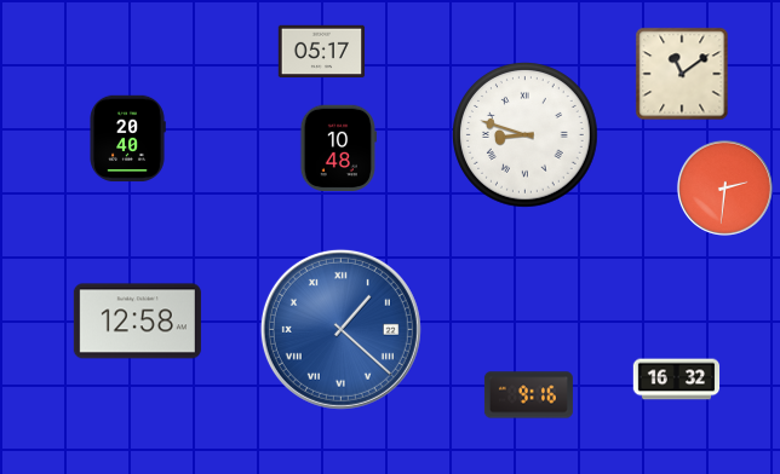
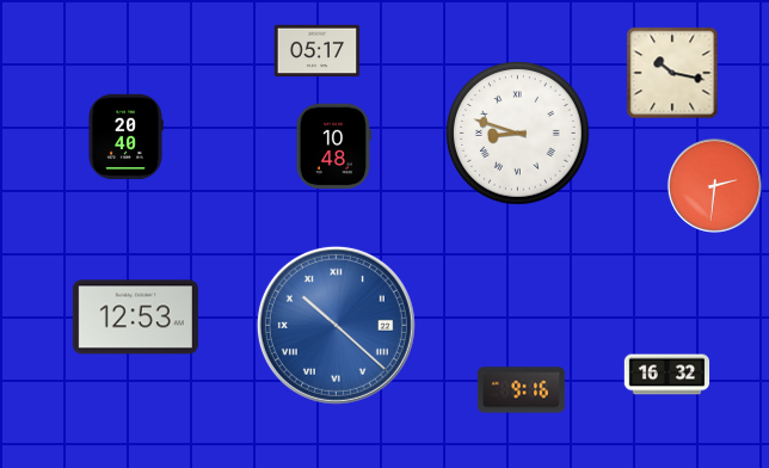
clock at (682, 74): 11:09 -> 10:17
clock at (137, 322): 12:58 -> 12:53
clock at (340, 329): 1:22 -> 10:22
